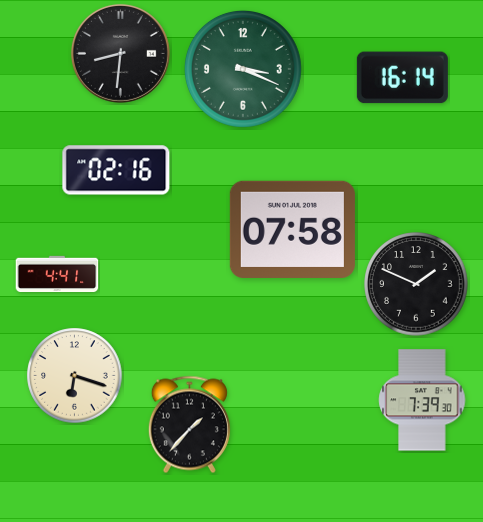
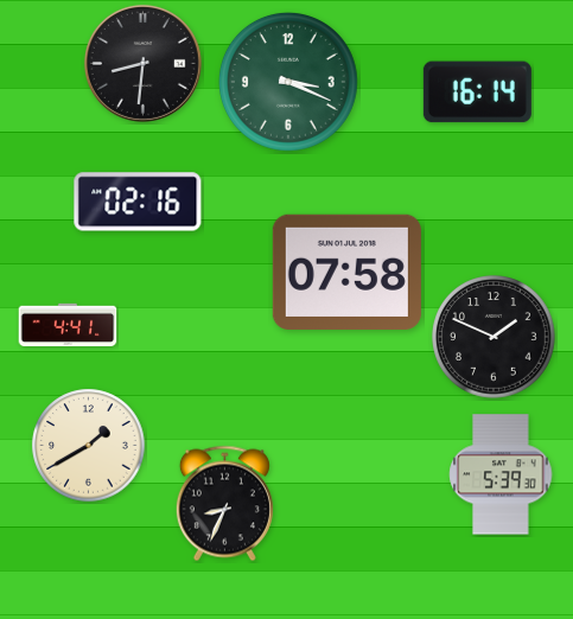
clock at (75, 376): 6:18 -> 1:40
clock at (422, 400): 7:39 -> 5:39
clock at (189, 425): 1:37 -> 8:34
